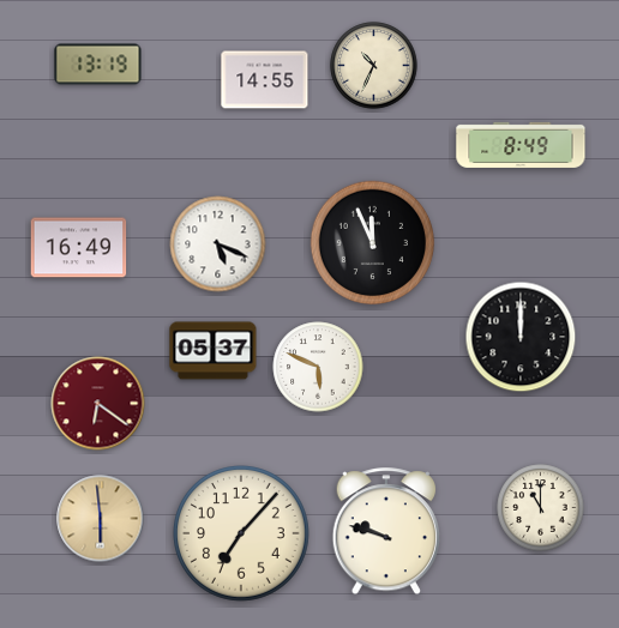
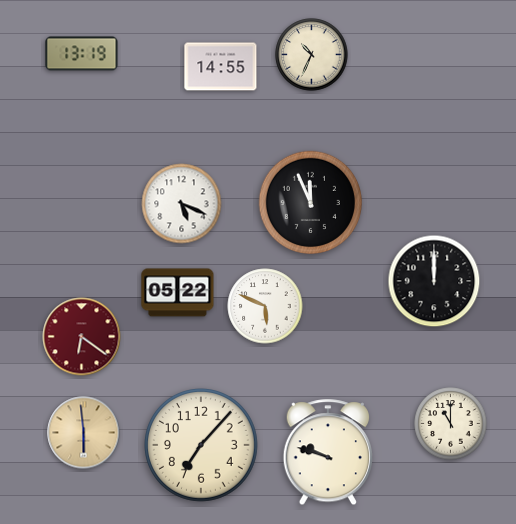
clock at (521, 145): 8:49 -> none
clock at (79, 248): 16:49 -> none
clock at (214, 351): 05:37 -> 05:22
clock at (385, 532) position: (385, 532) -> (327, 453)
